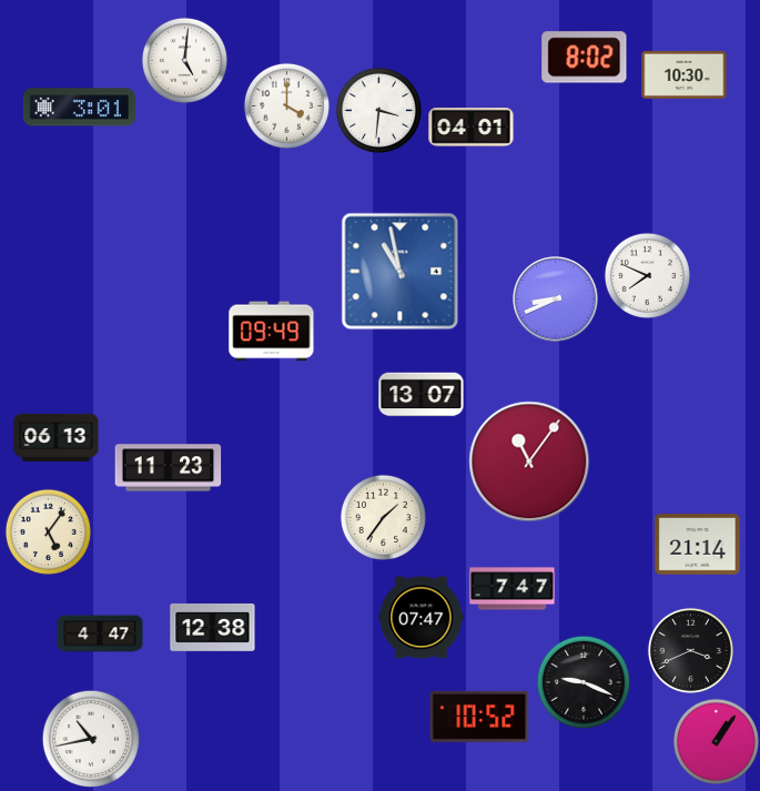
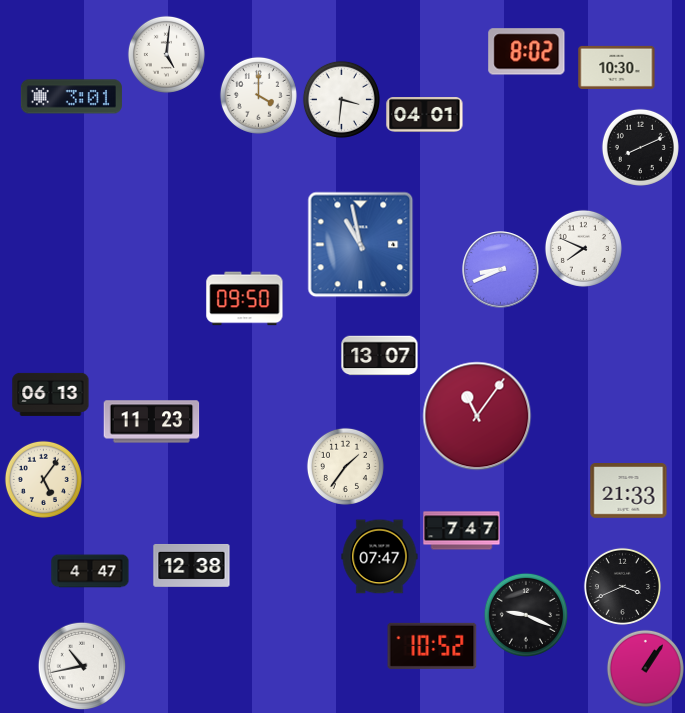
clock at (640, 147): none -> 8:11
clock at (272, 332): 09:49 -> 09:50
clock at (698, 545): 21:14 -> 21:33
